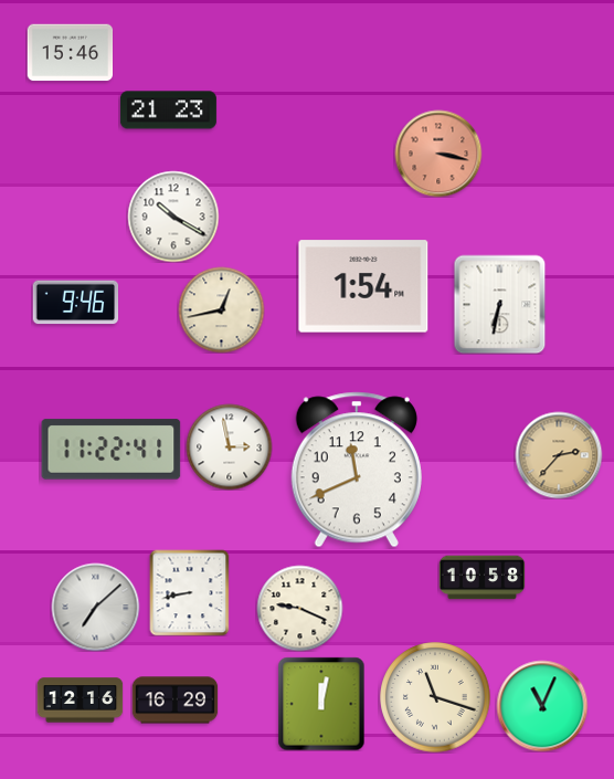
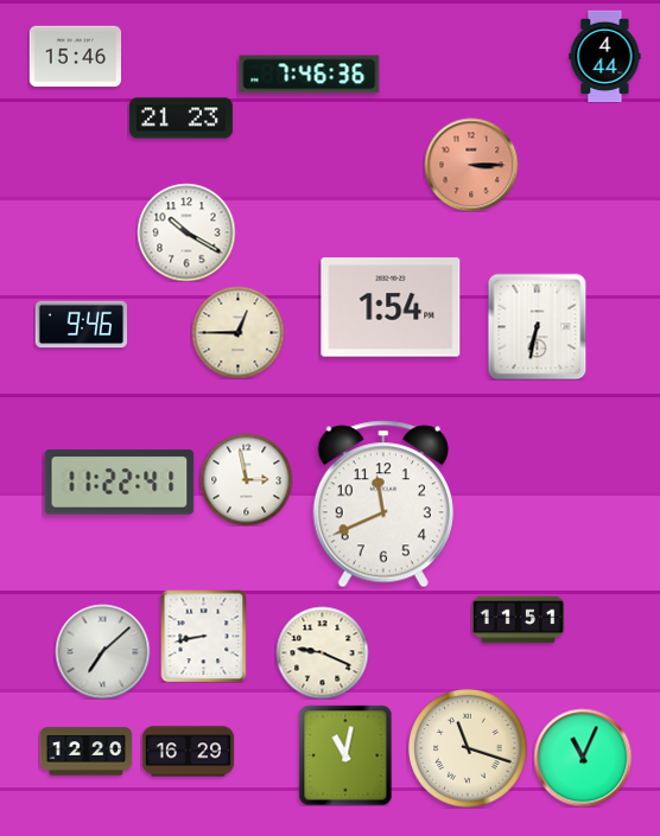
clock at (605, 56): none -> 4:44
clock at (310, 75): none -> 7:46
clock at (438, 154): 3:17 -> 3:15
clock at (221, 309): 12:43 -> 12:45
clock at (559, 455): 2:37 -> none
clock at (481, 578): 10:58 -> 11:51
clock at (80, 701): 12:16 -> 12:20
clock at (321, 704): 12:02 -> 11:02
